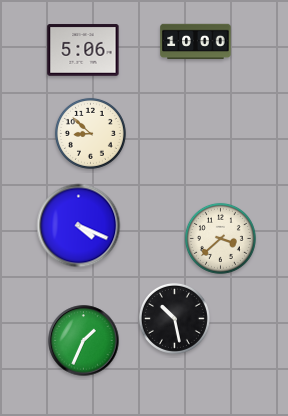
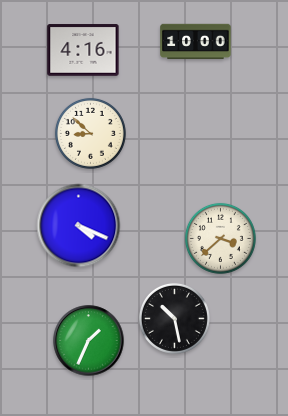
clock at (83, 50): 5:06 -> 4:16
clock at (84, 341) position: (84, 341) -> (89, 341)
